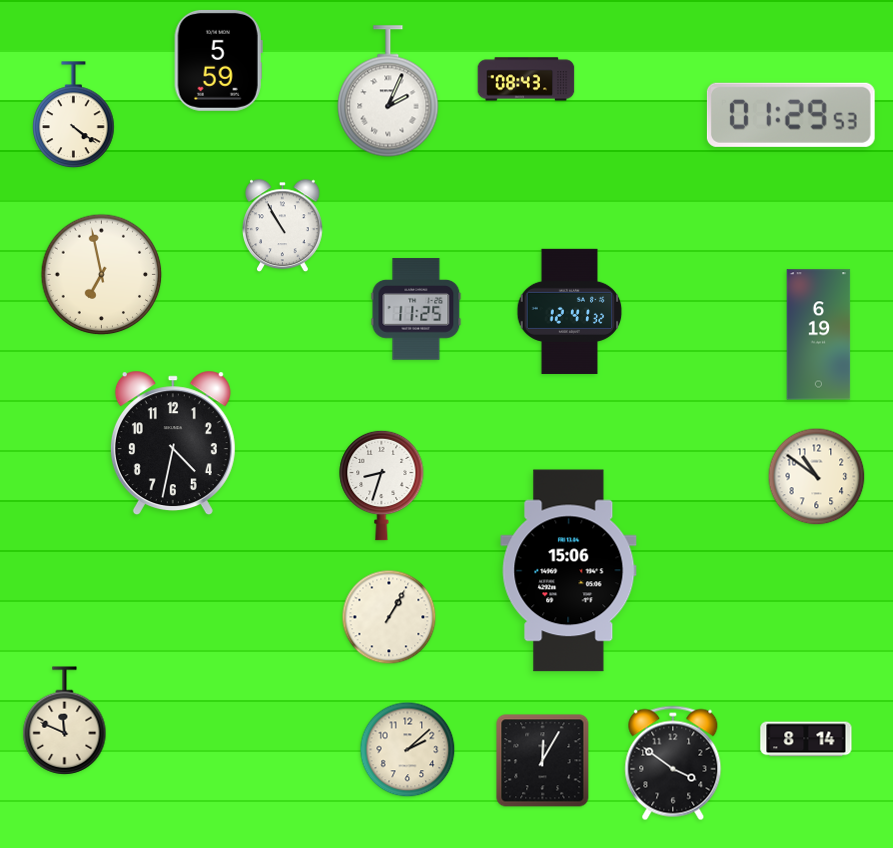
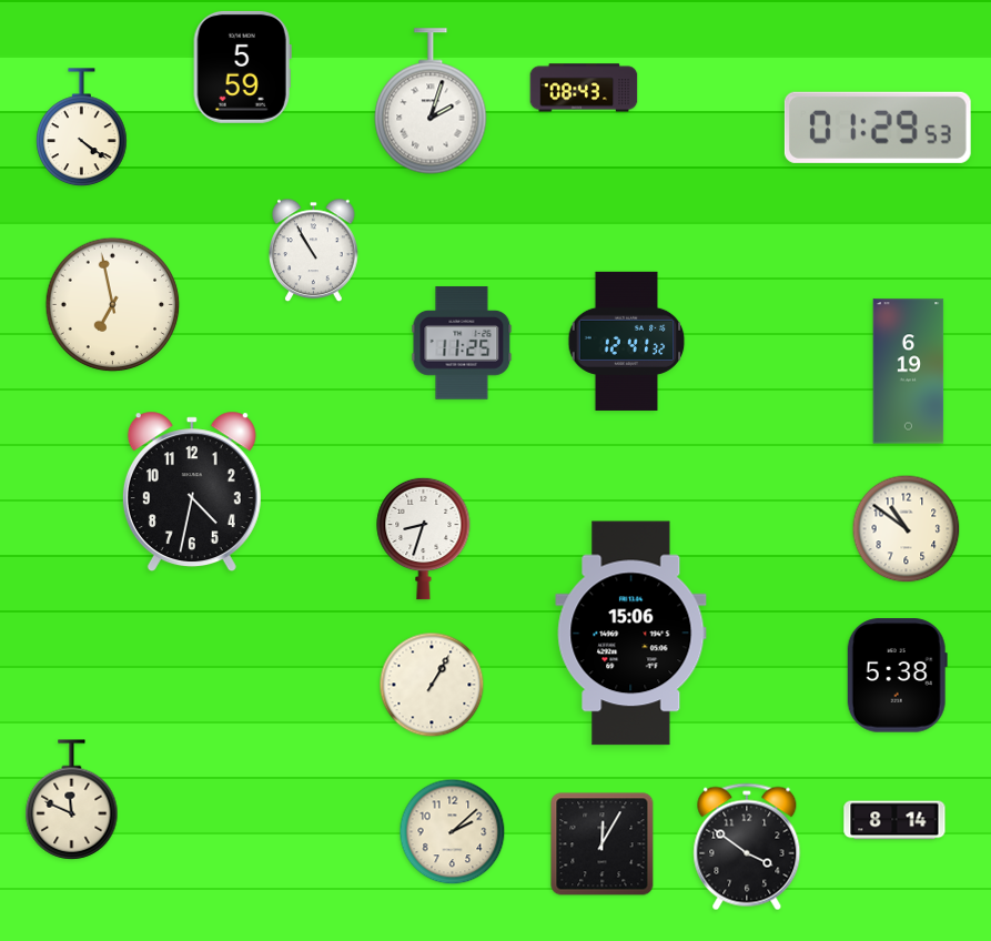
clock at (388, 91): 2:04 -> 2:03
clock at (570, 311) position: (570, 311) -> (627, 341)
clock at (897, 676): none -> 5:38
